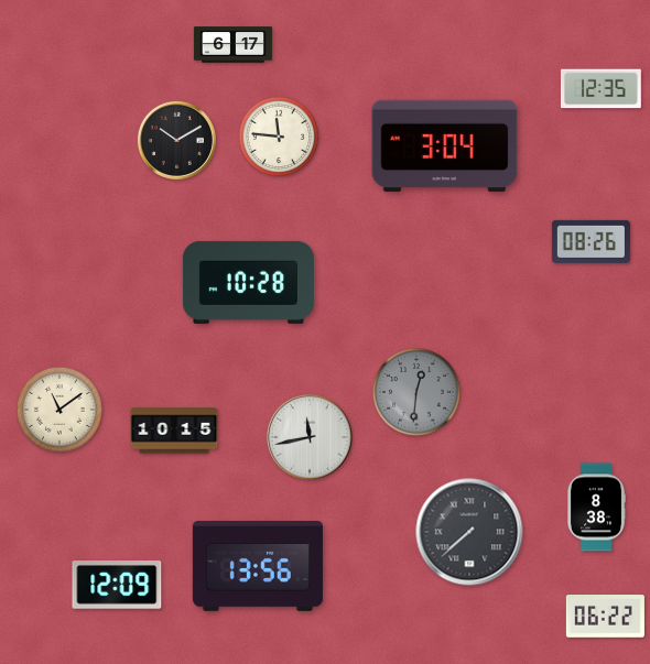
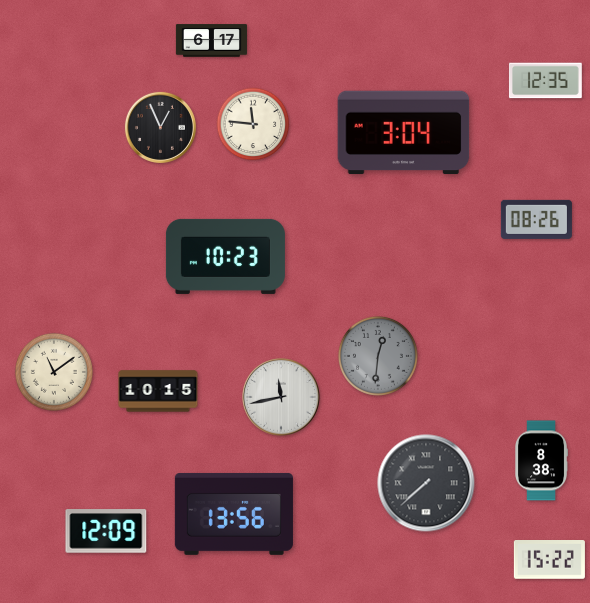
clock at (176, 140): 10:10 -> 12:56
clock at (248, 282): 10:28 -> 10:23
clock at (605, 617): 06:22 -> 15:22
